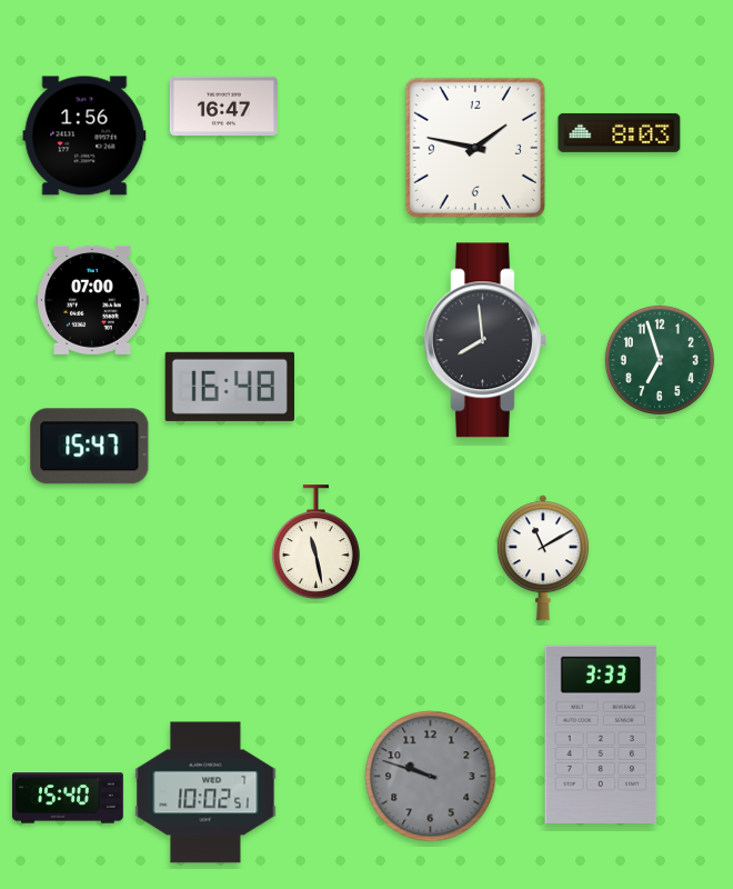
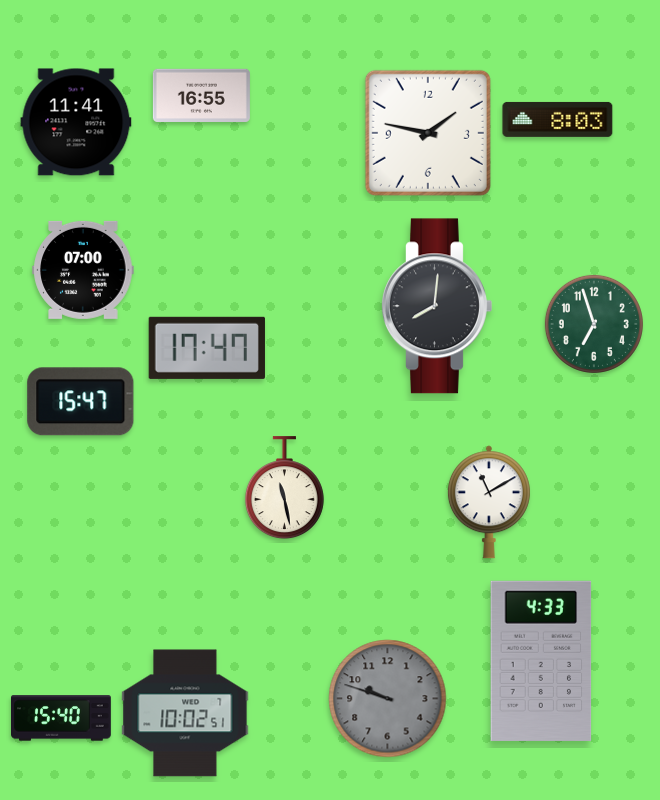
clock at (223, 106): 16:47 -> 16:55
clock at (84, 136): 1:56 -> 11:41
clock at (484, 340): 7:59 -> 8:01
clock at (230, 387): 16:48 -> 17:47
clock at (601, 735): 3:33 -> 4:33
